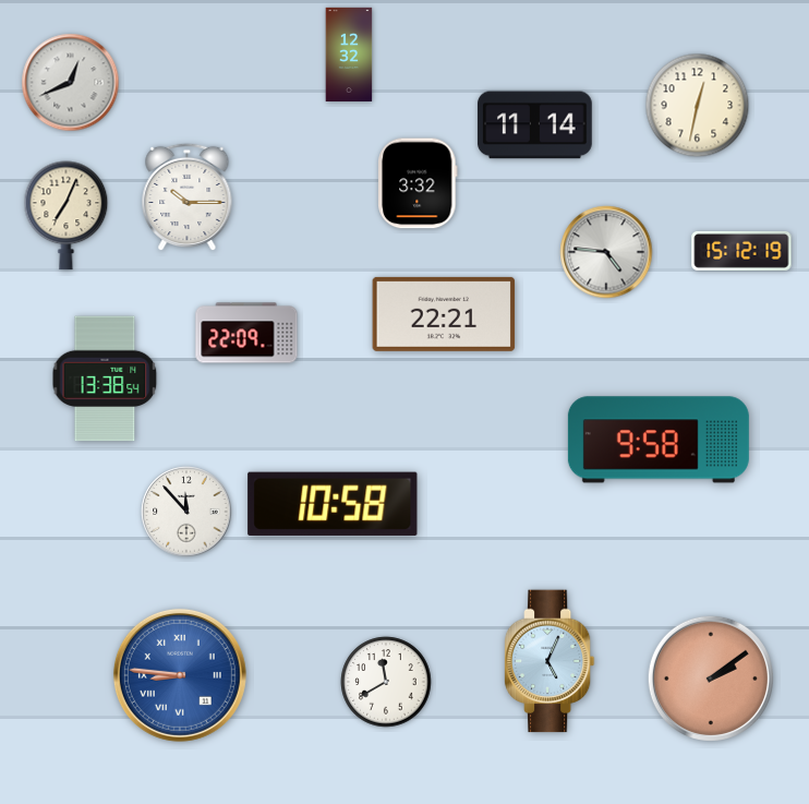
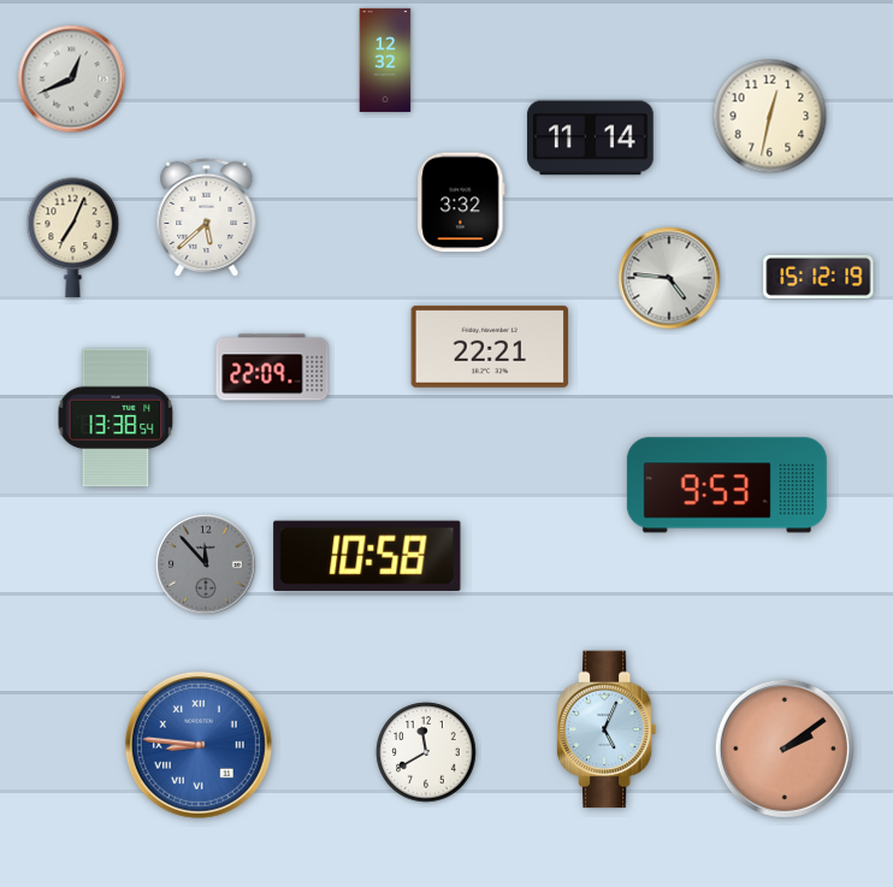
clock at (71, 83) position: (71, 83) -> (72, 79)
clock at (188, 197): 10:15 -> 5:38
clock at (659, 440): 9:58 -> 9:53
clock at (186, 512) dial: white -> grey
